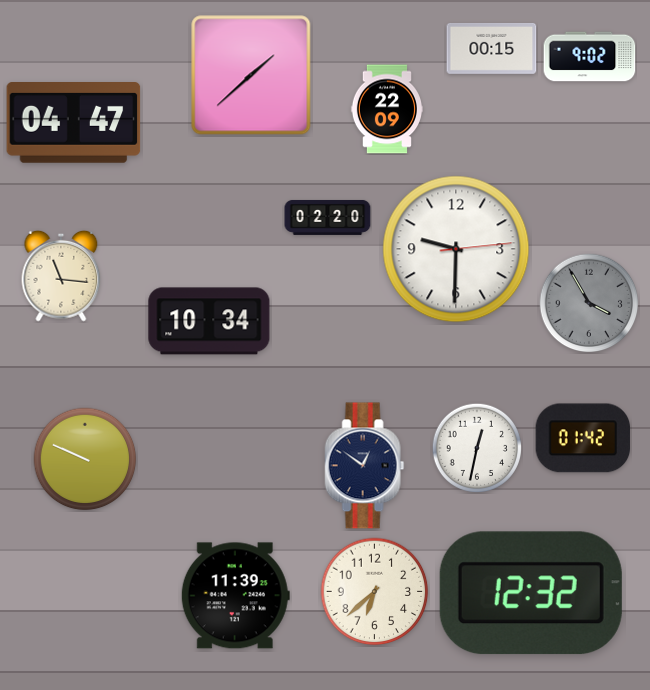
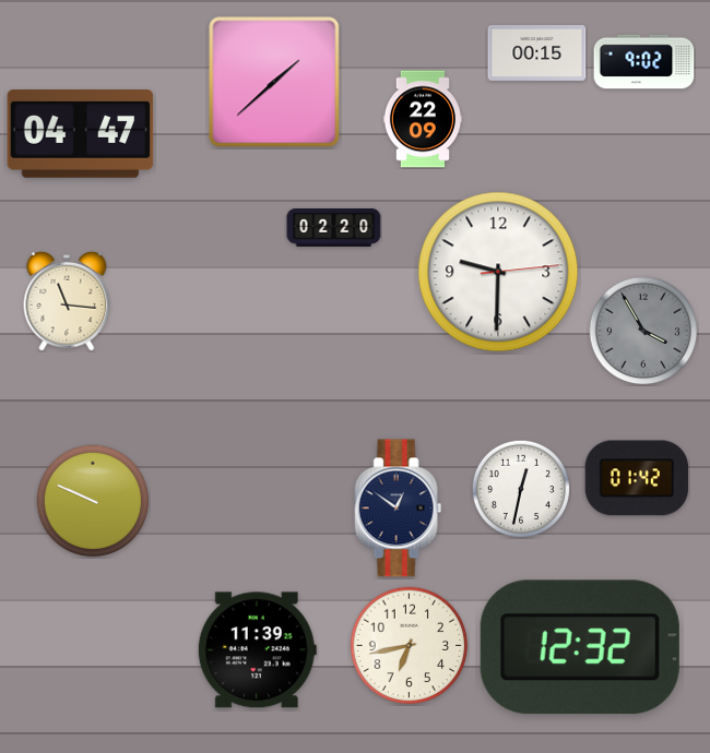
clock at (328, 217) position: (328, 217) -> (334, 227)
clock at (209, 321): 10:34 -> none
clock at (375, 592): 6:38 -> 6:43
